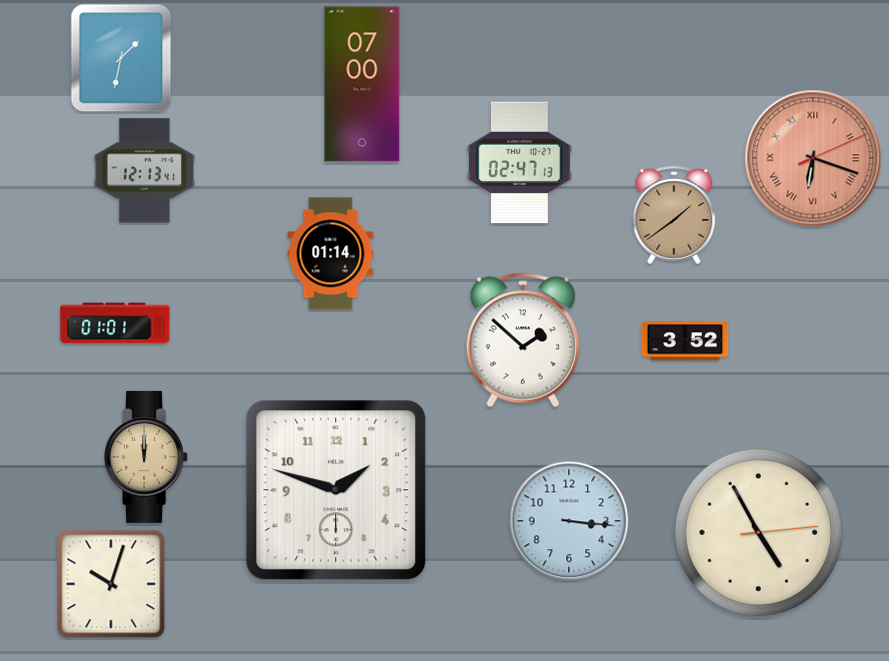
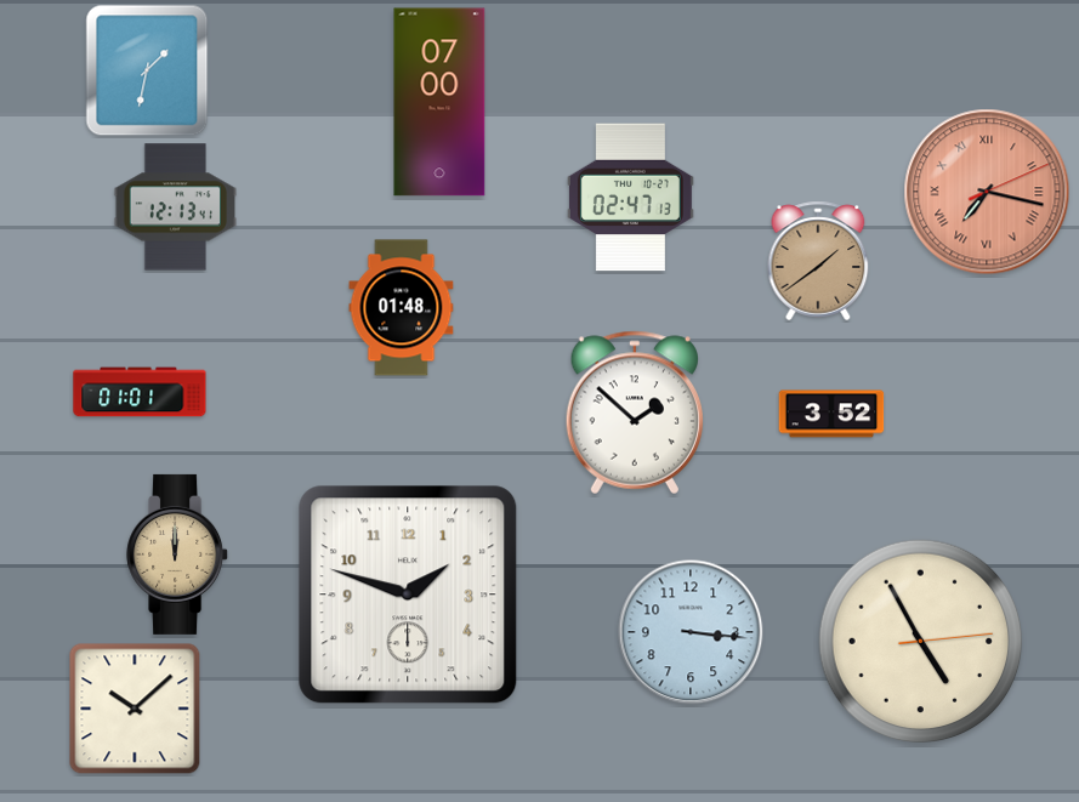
clock at (813, 158): 6:18 -> 7:17
clock at (331, 254): 01:14 -> 01:48
clock at (759, 533) position: (759, 533) -> (921, 642)
clock at (111, 584): 10:03 -> 10:08
